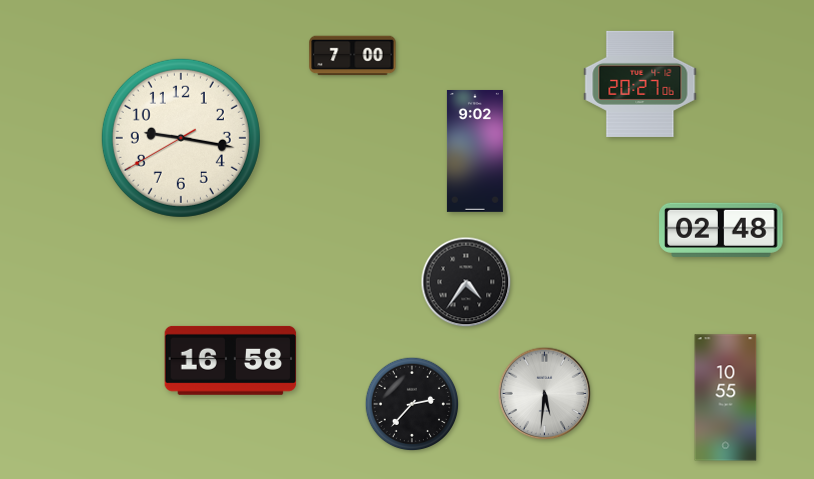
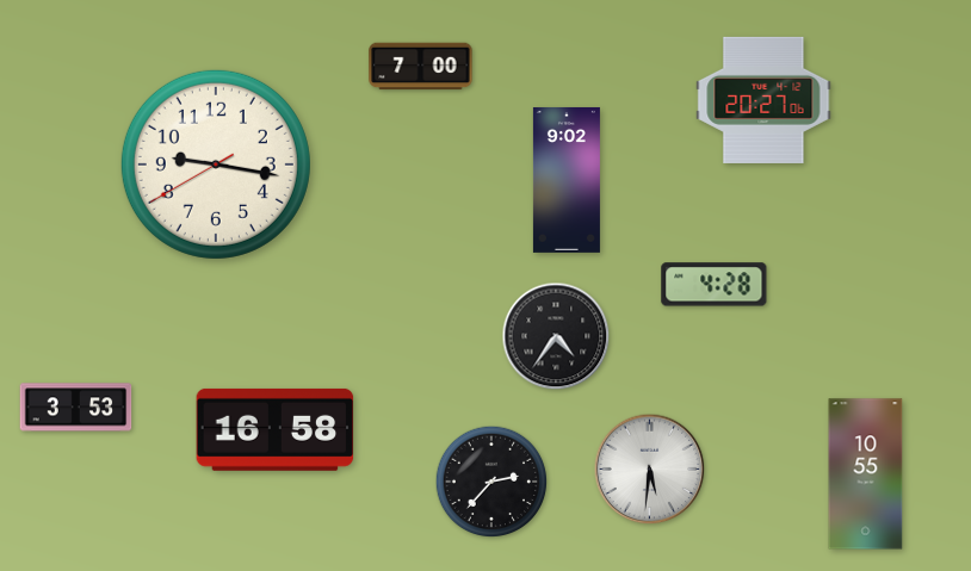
clock at (721, 230): 02:48 -> none
clock at (715, 285): none -> 4:28
clock at (76, 408): none -> 3:53
